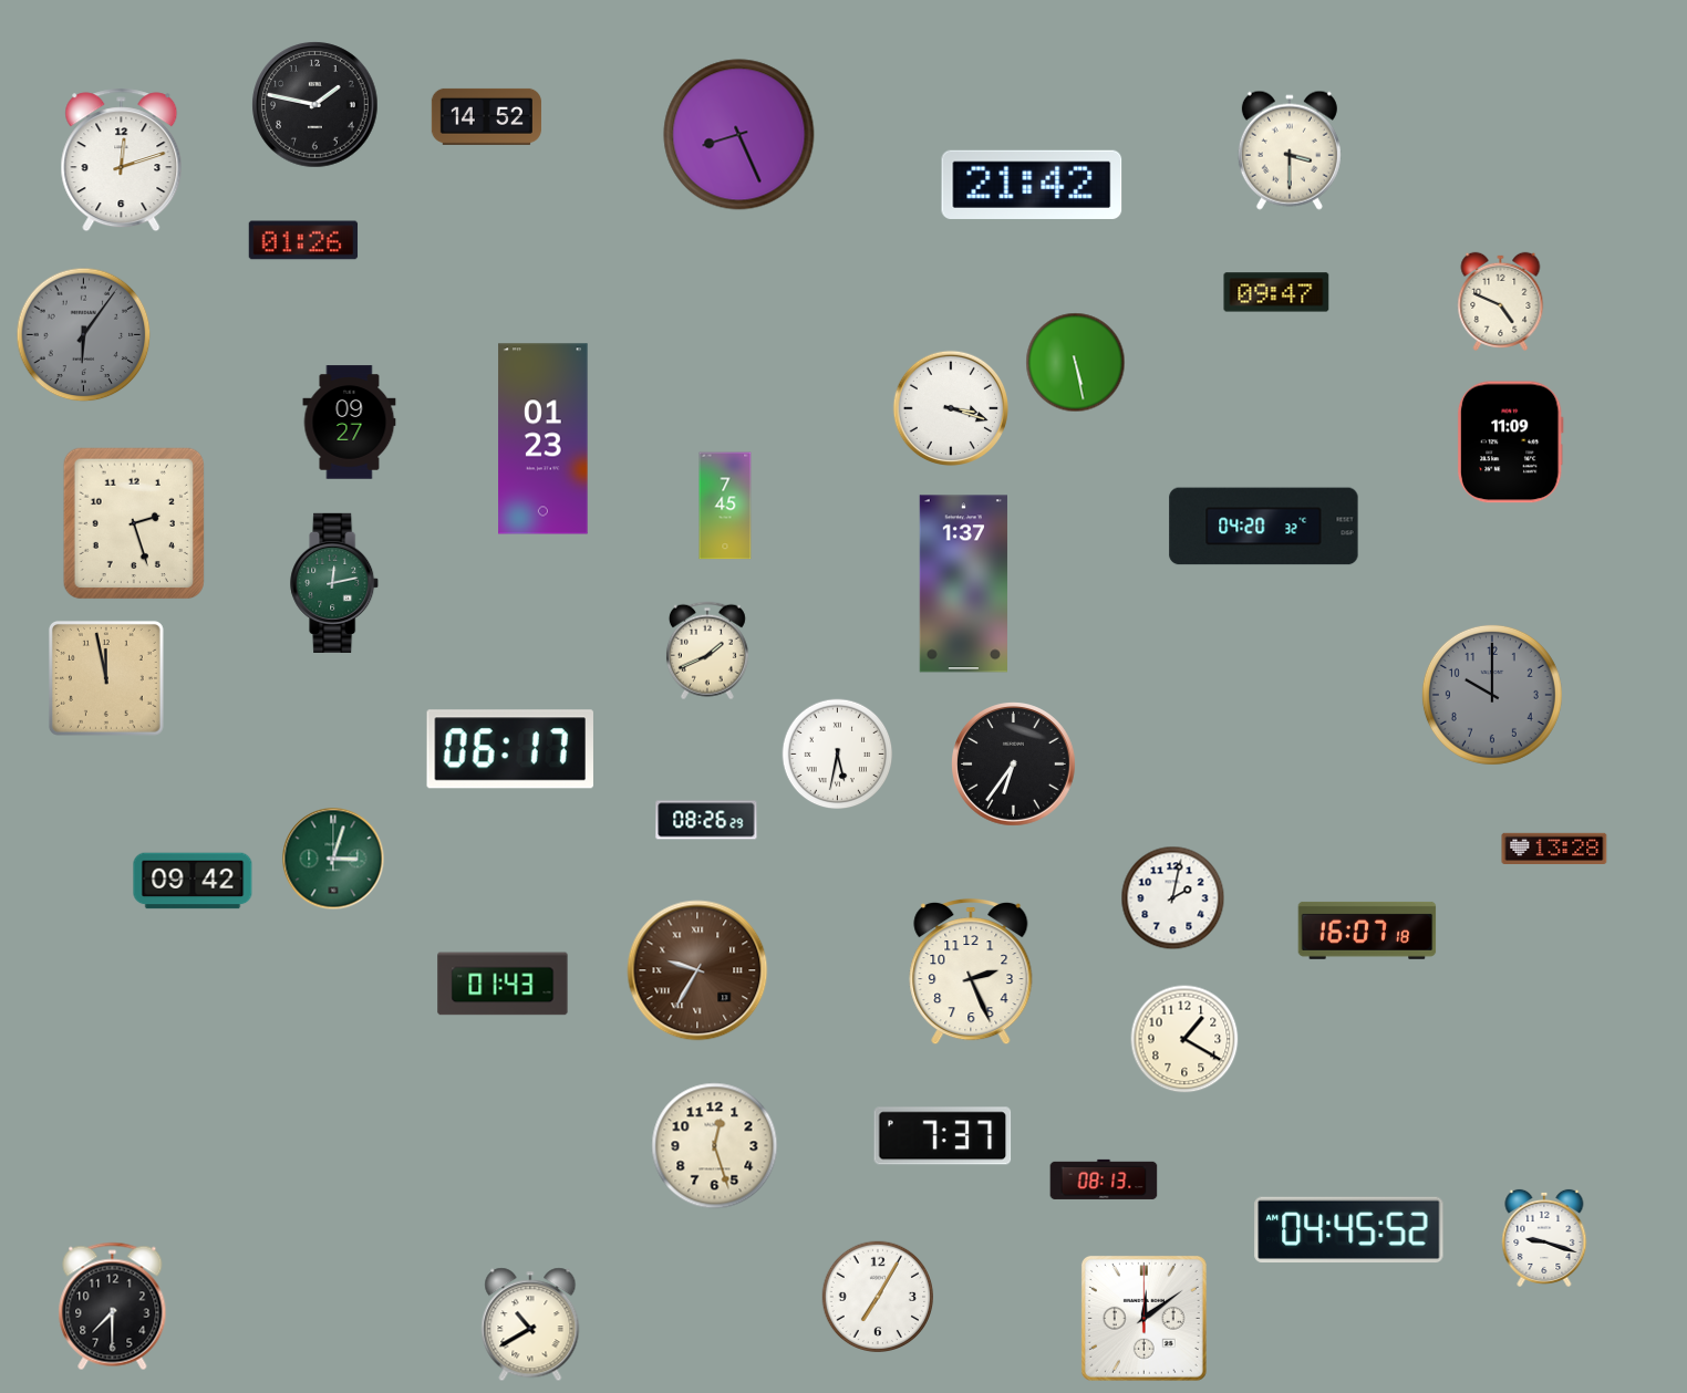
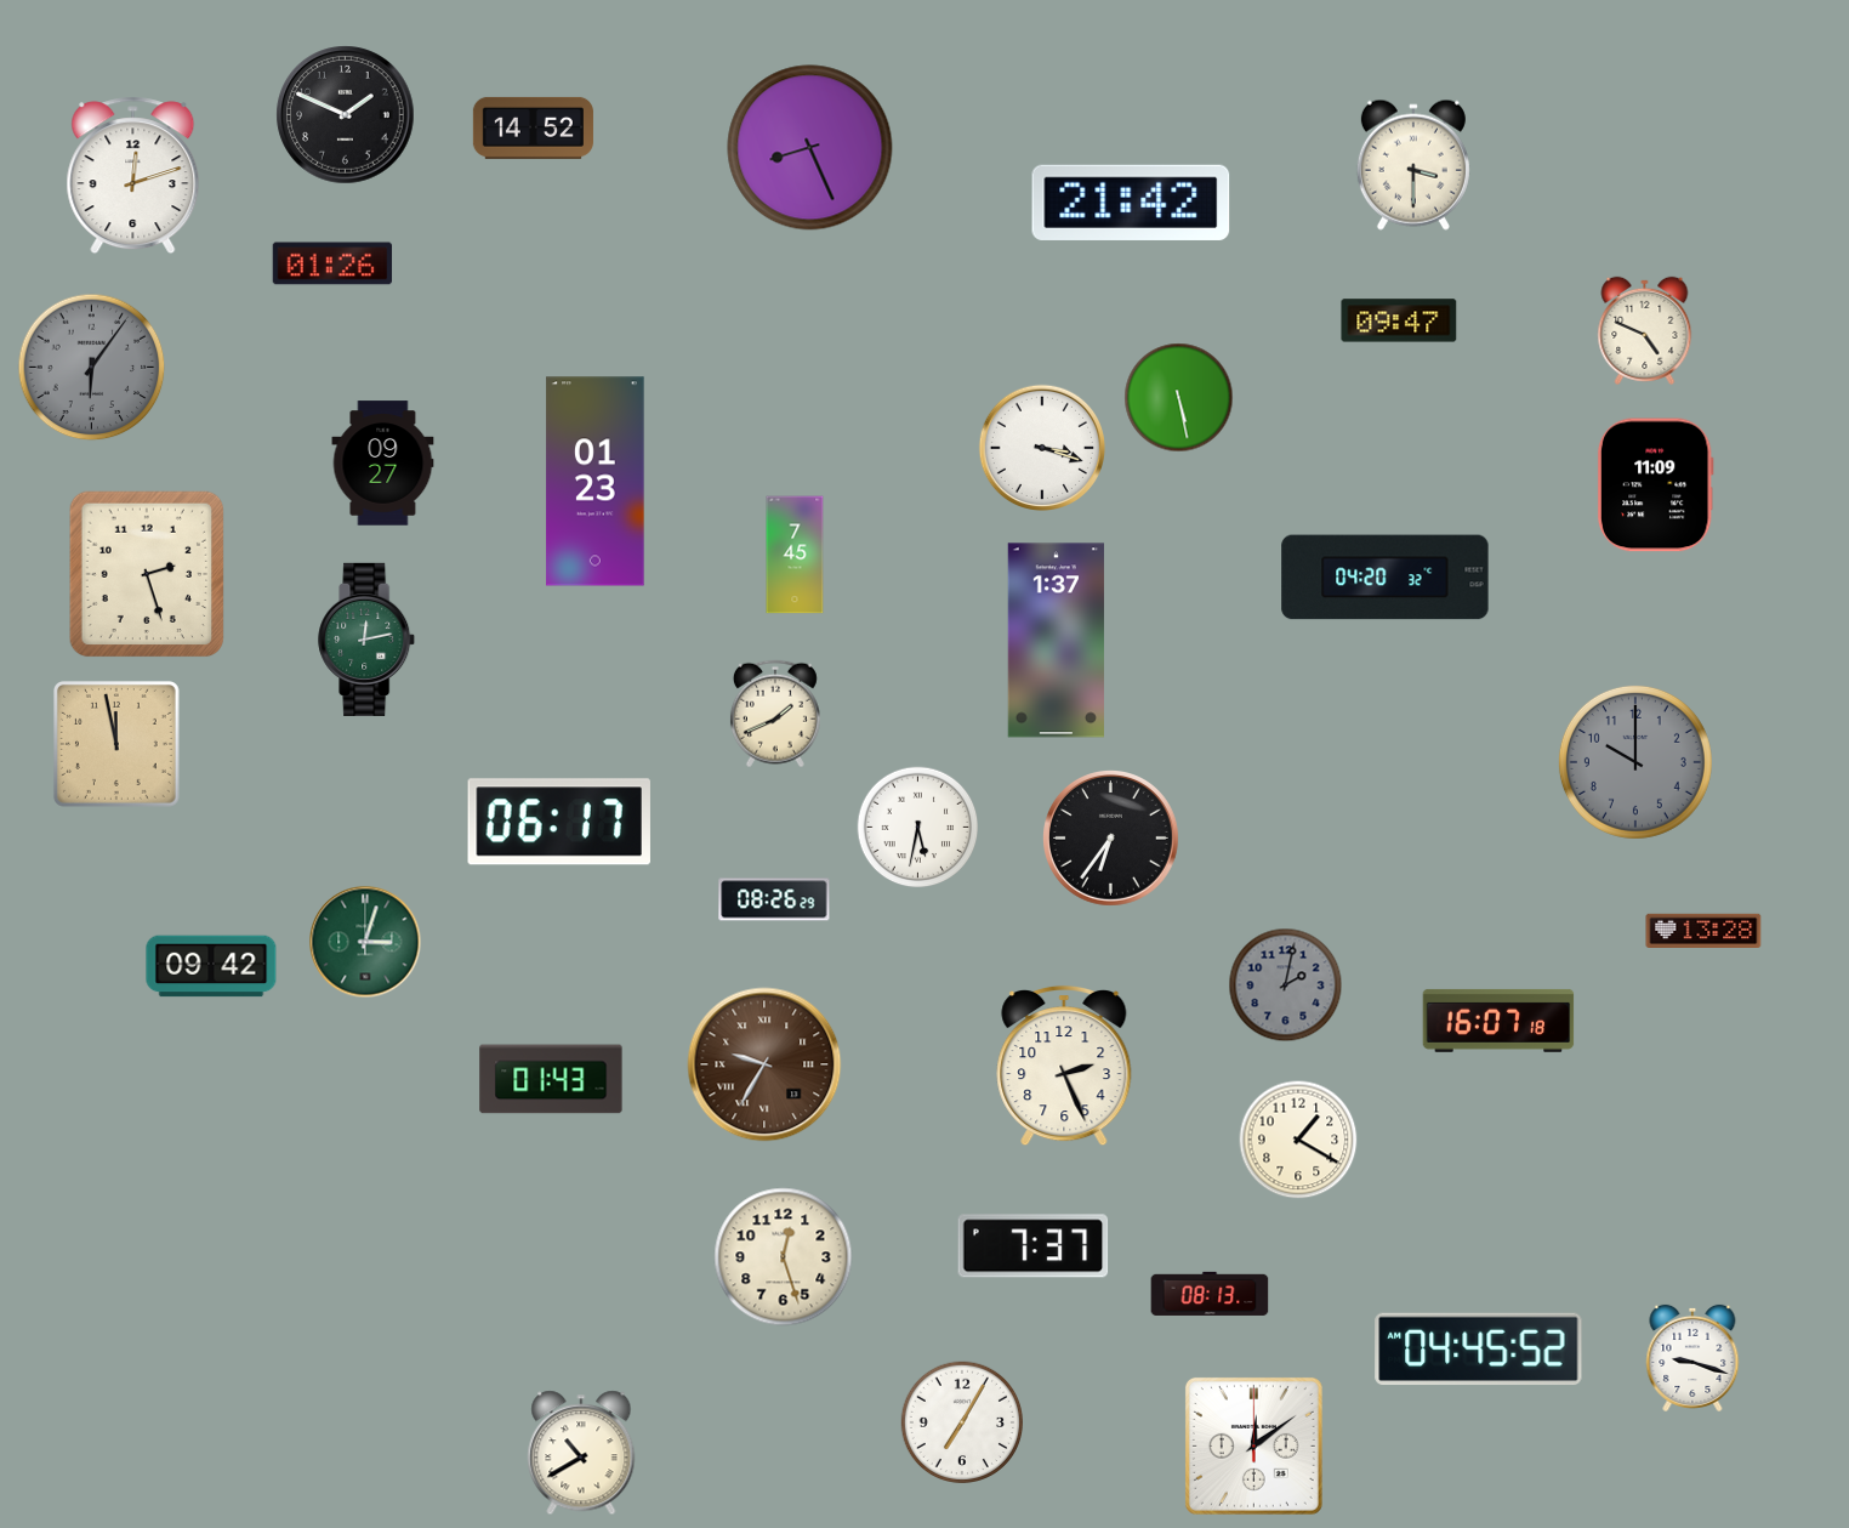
clock at (315, 105): 1:47 -> 1:49
clock at (1173, 898) dial: white -> grey
clock at (113, 1307): 7:30 -> none
